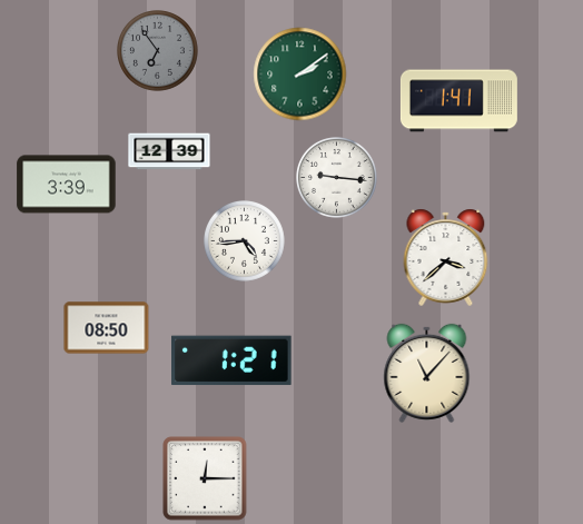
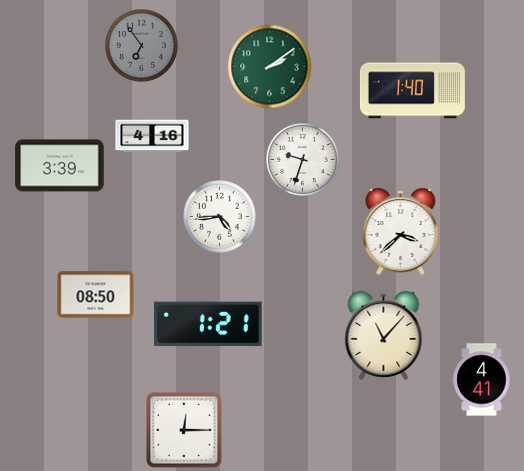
clock at (458, 101): 1:41 -> 1:40
clock at (169, 151): 12:39 -> 4:16
clock at (337, 178): 9:16 -> 9:33
clock at (482, 380): none -> 4:41
